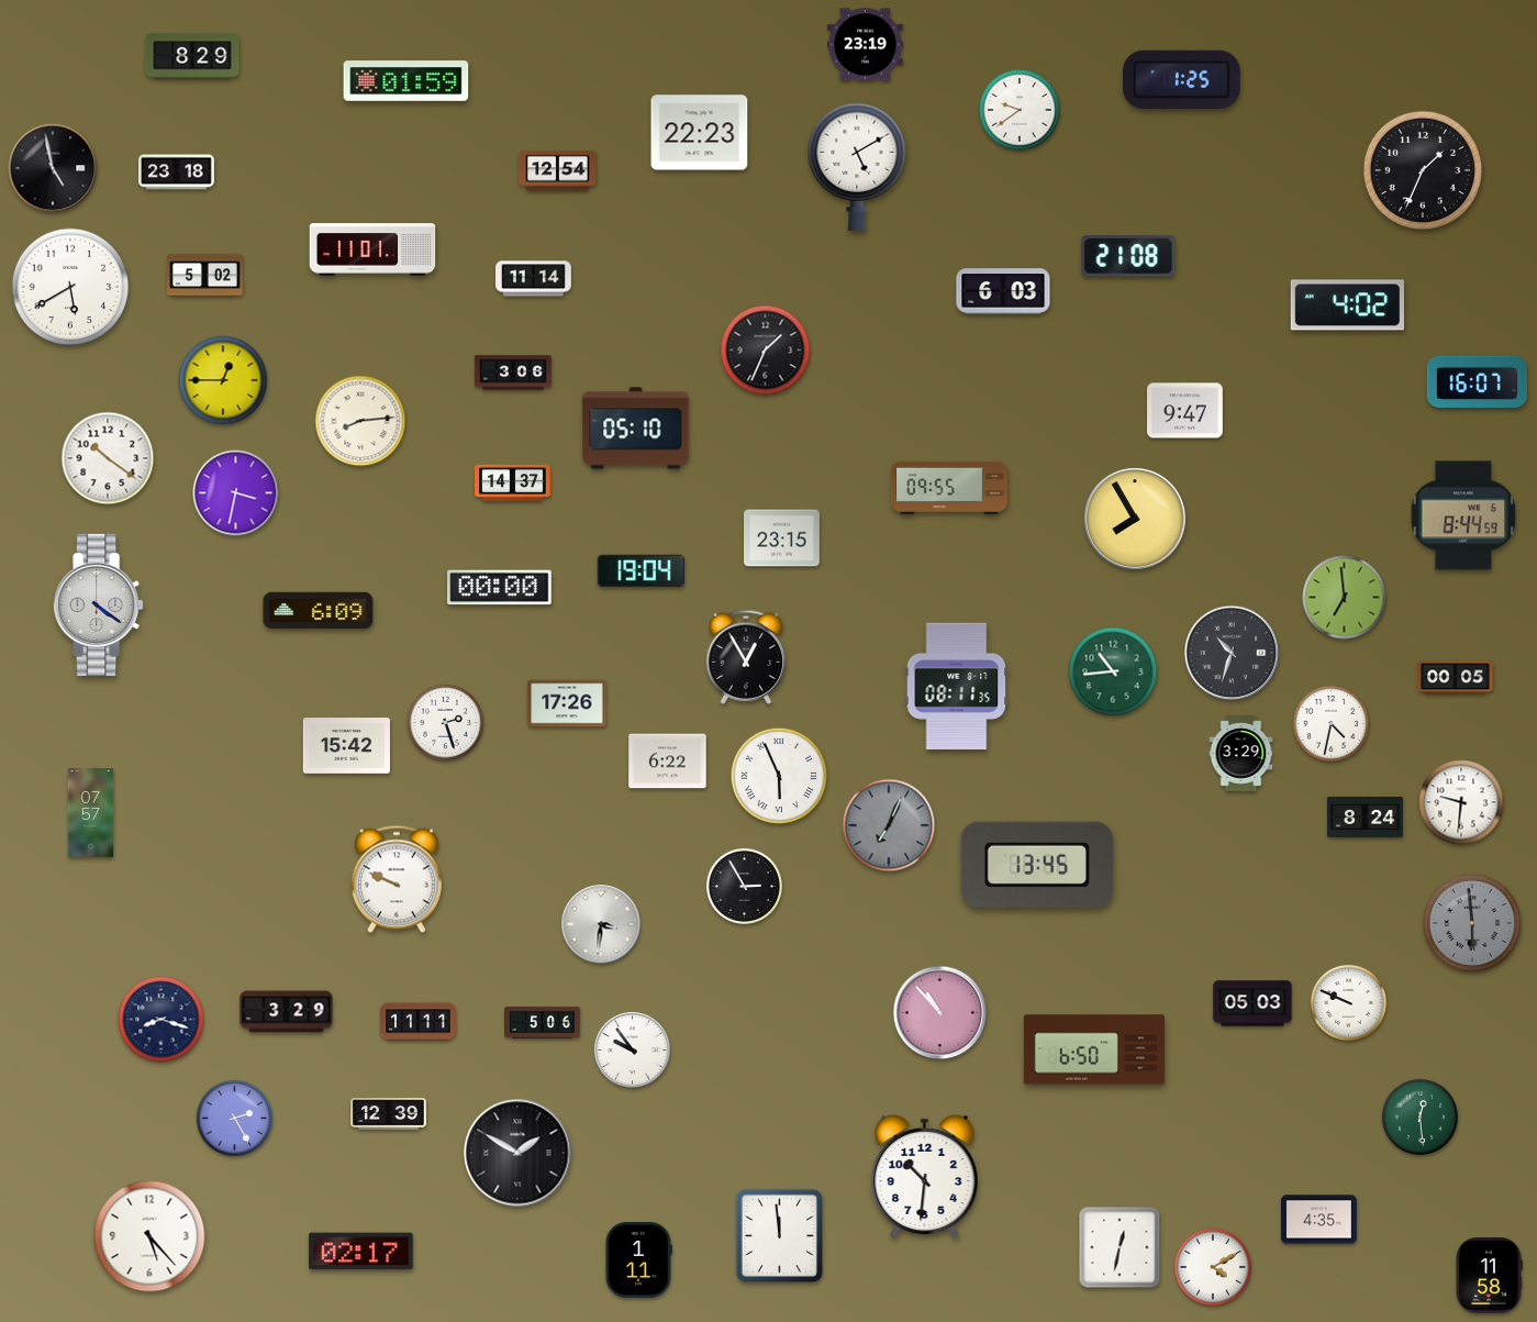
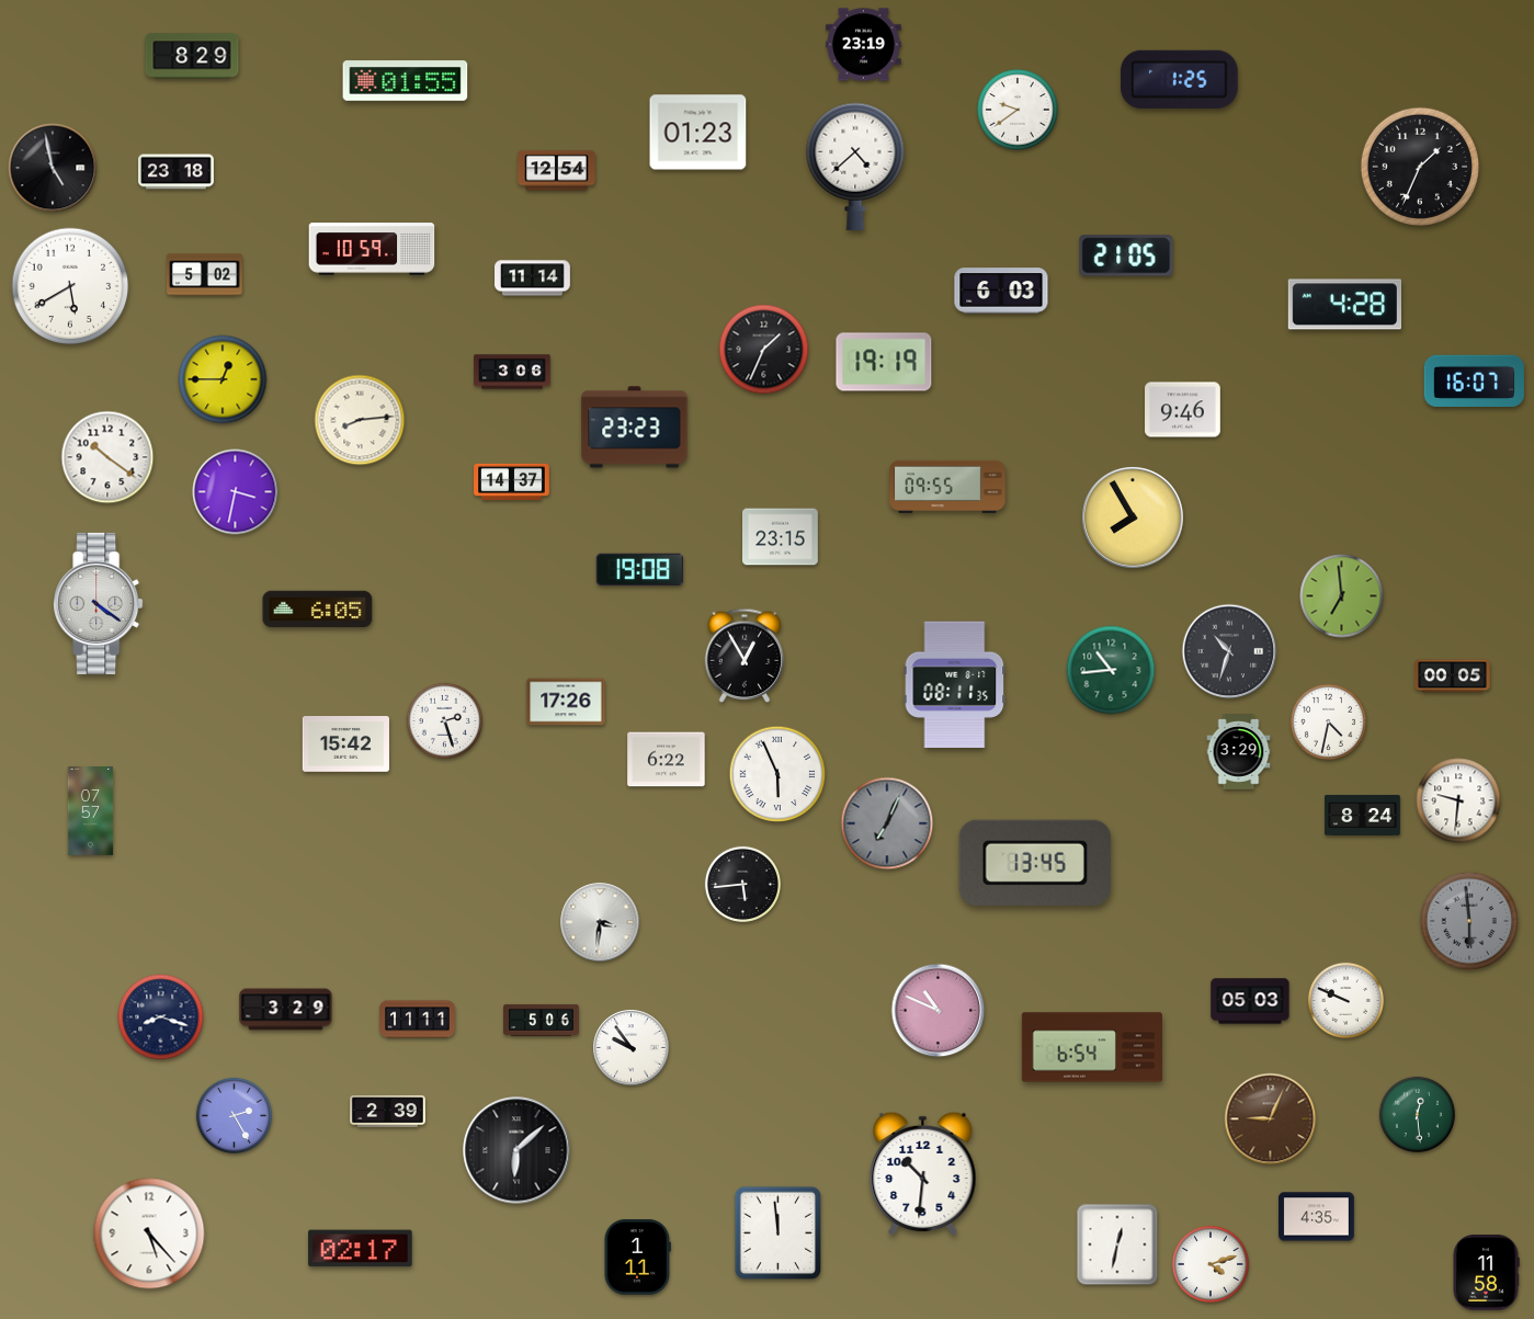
clock at (406, 81): 01:59 -> 01:55
clock at (700, 133): 22:23 -> 01:23
clock at (857, 167): 5:10 -> 4:38
clock at (1422, 169) position: (1422, 169) -> (1419, 166)
clock at (372, 249): 11:01 -> 10:59
clock at (1128, 256): 21:08 -> 21:05
clock at (1347, 305): 4:02 -> 4:28
clock at (884, 362): none -> 19:19
clock at (1185, 411): 9:47 -> 9:46
clock at (636, 429): 05:10 -> 23:23
clock at (1463, 515): 8:44 -> none
clock at (641, 570): 19:04 -> 19:08
clock at (500, 588): 00:00 -> none
clock at (319, 611): 6:09 -> 6:05
clock at (397, 879): 9:49 -> none
clock at (744, 886): 2:55 -> 5:44
clock at (940, 1013): 10:53 -> 10:49
clock at (1093, 1049): 6:50 -> 6:54
clock at (389, 1114): 12:39 -> 2:39
clock at (1271, 1119): none -> 9:04
clock at (517, 1153): 1:50 -> 6:08
clock at (1213, 1267): 4:10 -> 4:12
